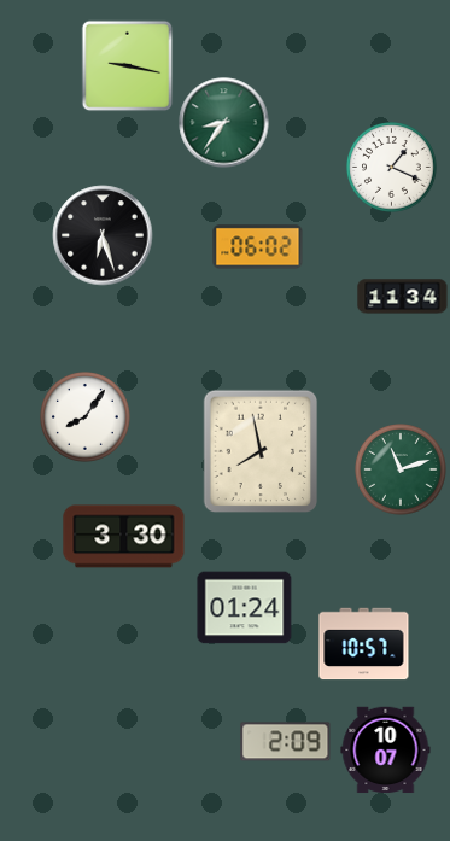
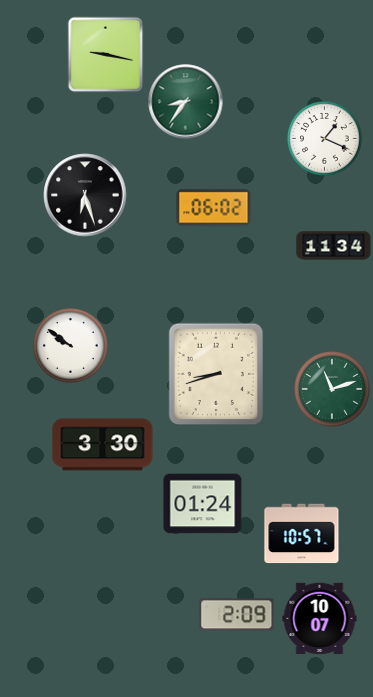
clock at (258, 247) position: (258, 247) -> (214, 208)
clock at (86, 417): 8:06 -> 9:51
clock at (261, 451): 7:58 -> 8:42
clock at (386, 751) position: (386, 751) -> (320, 619)
